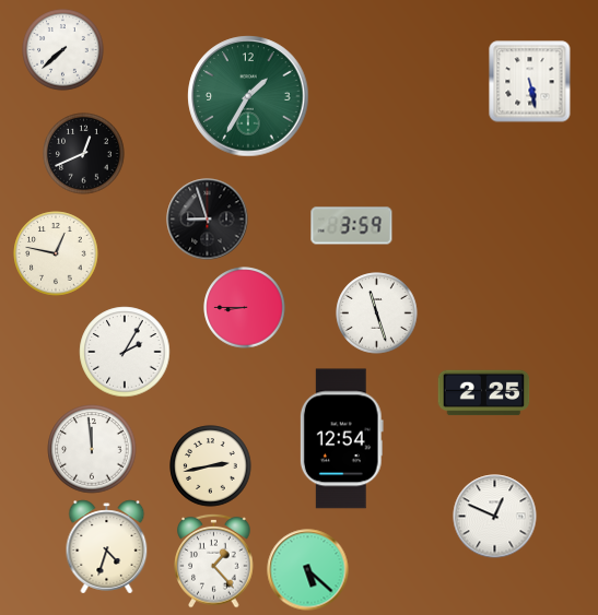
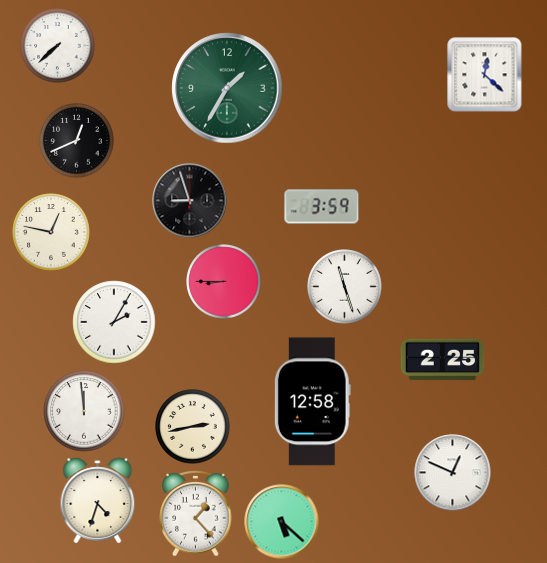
clock at (530, 82): 5:28 -> 12:22
clock at (341, 439): 12:54 -> 12:58
